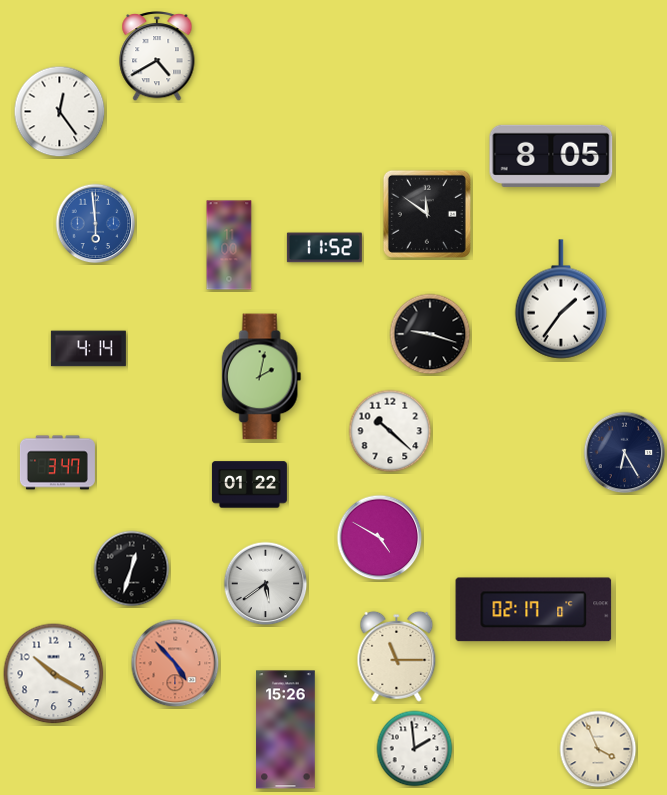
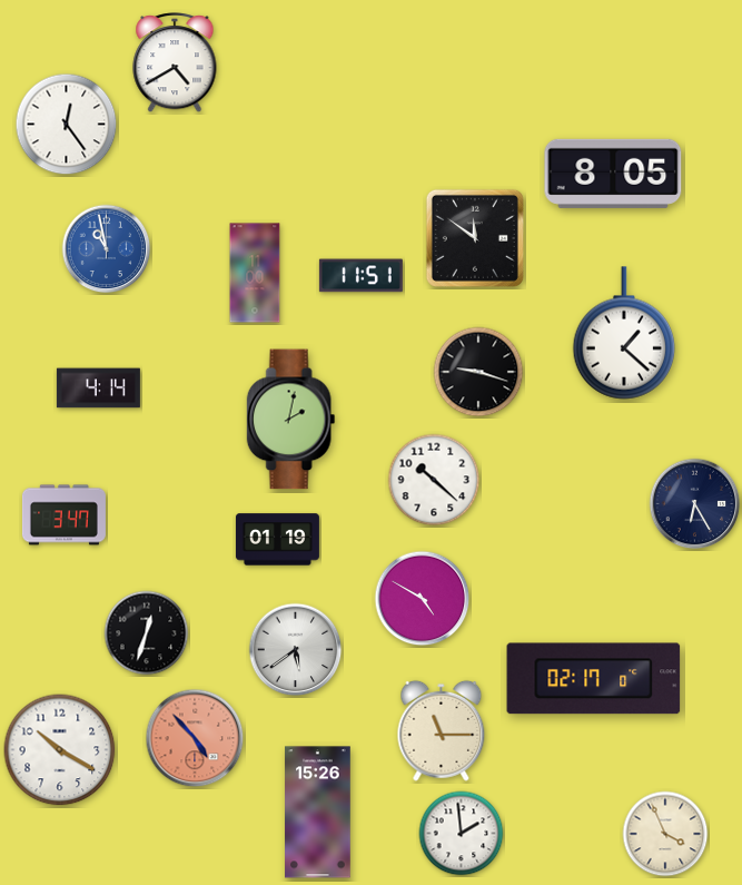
clock at (96, 224): 5:59 -> 10:58
clock at (324, 248): 11:52 -> 11:51
clock at (561, 299): 1:36 -> 1:22
clock at (249, 485): 01:22 -> 01:19
